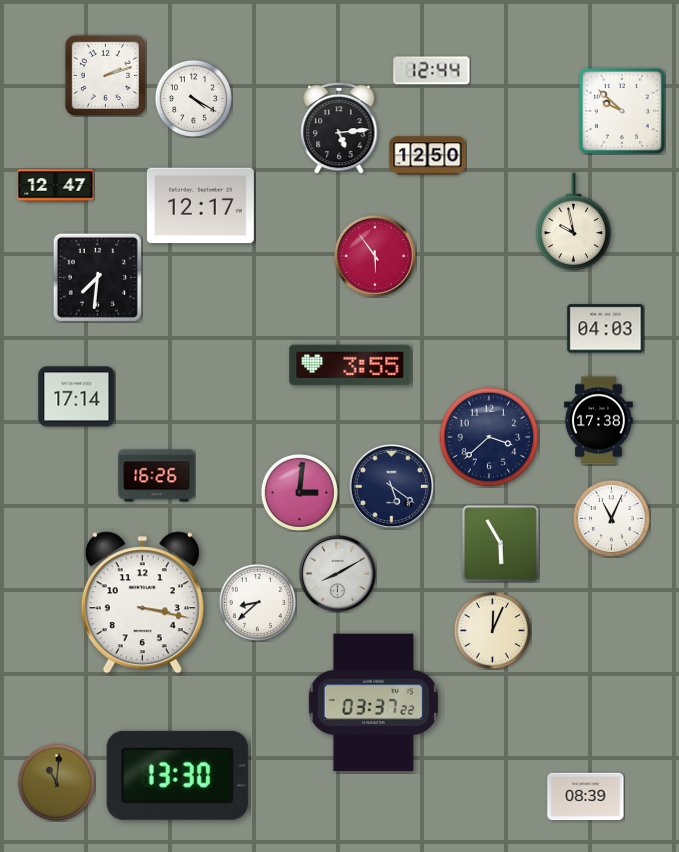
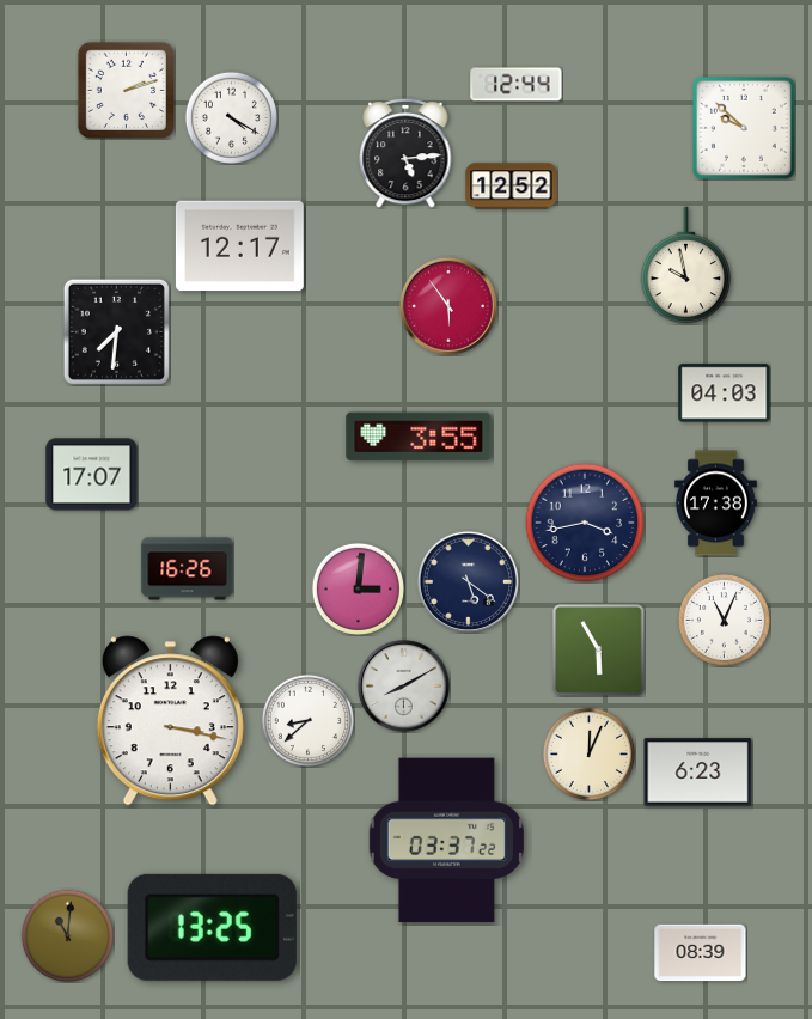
clock at (622, 111) position: (622, 111) -> (744, 128)
clock at (428, 156): 12:50 -> 12:52
clock at (56, 186): 12:47 -> none
clock at (77, 397): 17:14 -> 17:07
clock at (489, 437): 3:38 -> 3:43
clock at (611, 518) position: (611, 518) -> (724, 620)
clock at (698, 773): none -> 6:23
clock at (177, 775): 13:30 -> 13:25
